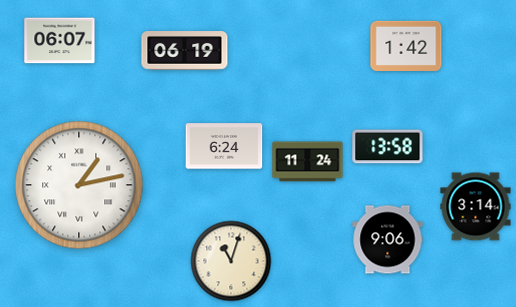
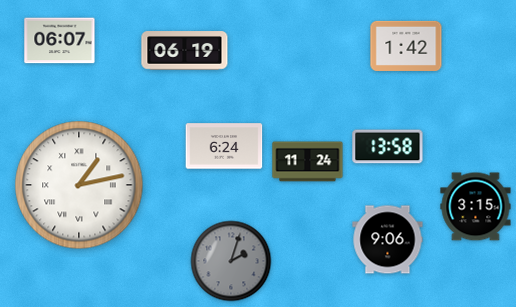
clock at (476, 207): 3:14 -> 3:15
clock at (231, 261): 11:03 -> 2:03
clock at (231, 261) dial: cream -> grey
